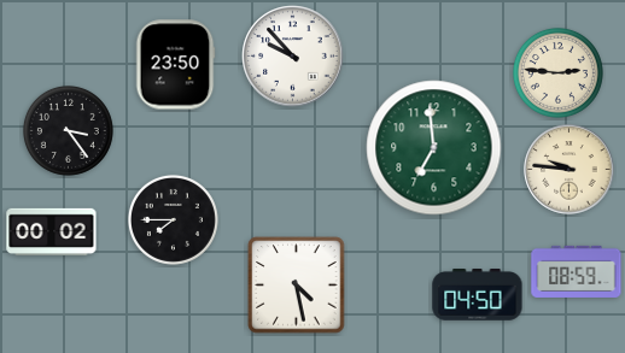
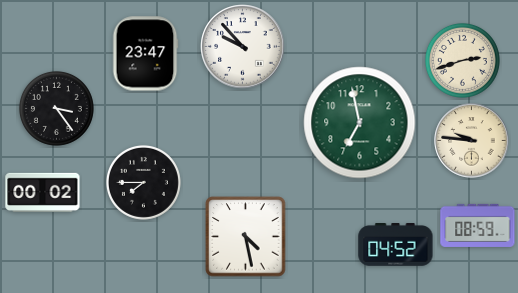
clock at (175, 65): 23:50 -> 23:47
clock at (557, 72): 2:46 -> 2:42
clock at (434, 148): 6:59 -> 6:58
clock at (478, 295): 04:50 -> 04:52
